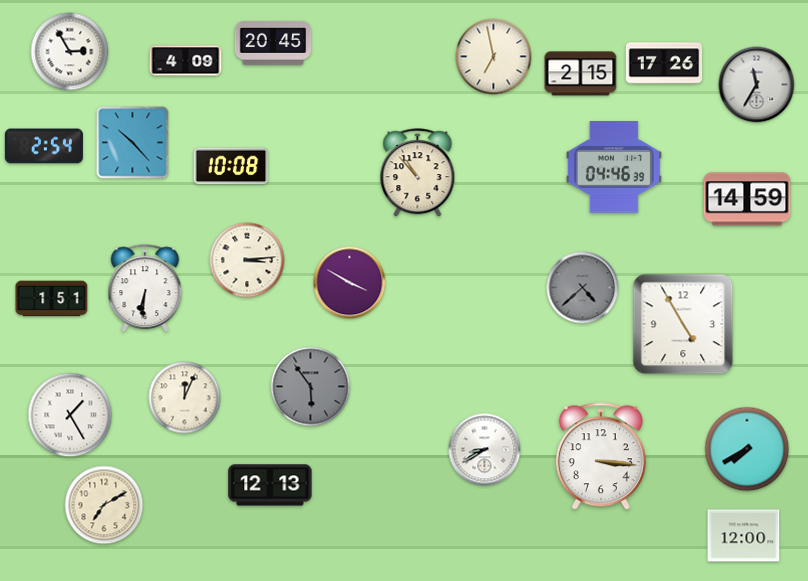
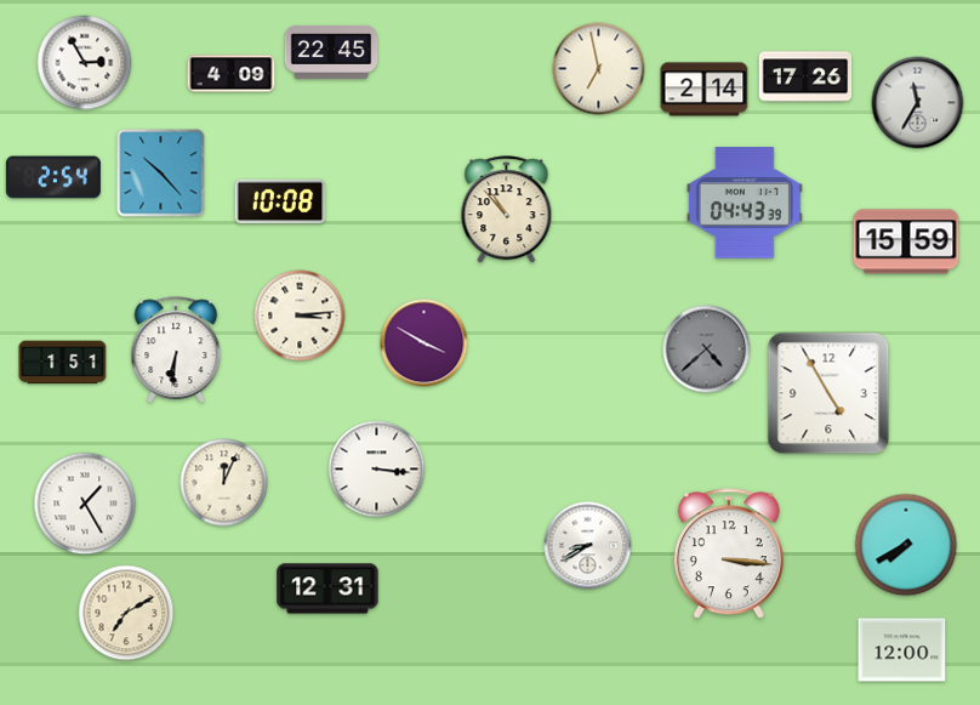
clock at (273, 43): 20:45 -> 22:45
clock at (186, 61) position: (186, 61) -> (232, 74)
clock at (581, 74): 2:15 -> 2:14
clock at (614, 167): 04:46 -> 04:43
clock at (747, 199): 14:59 -> 15:59
clock at (311, 387): 5:54 -> 3:16
clock at (311, 387) dial: grey -> white
clock at (270, 485): 12:13 -> 12:31
